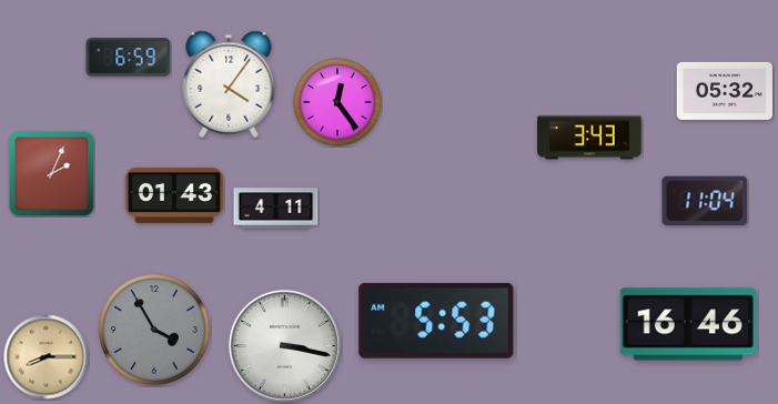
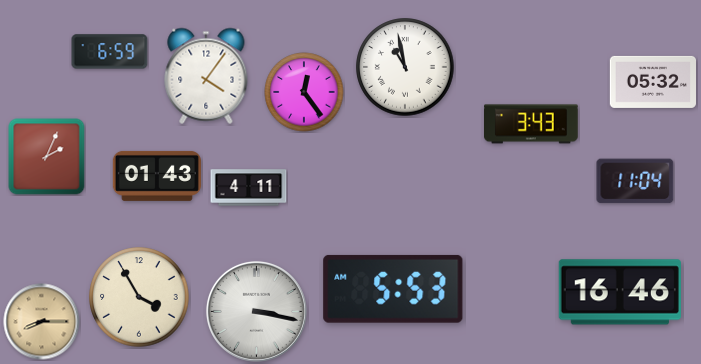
clock at (129, 58) position: (129, 58) -> (110, 52)
clock at (405, 67): none -> 10:58
clock at (154, 330) dial: grey -> cream
